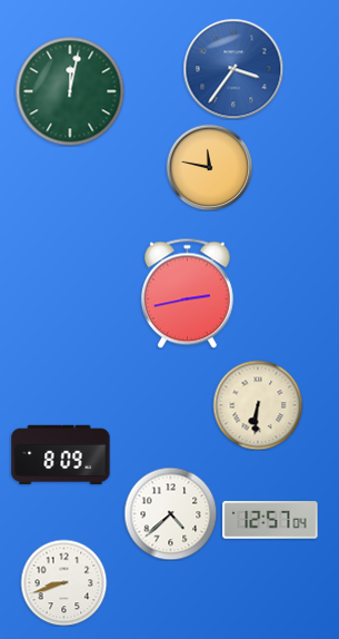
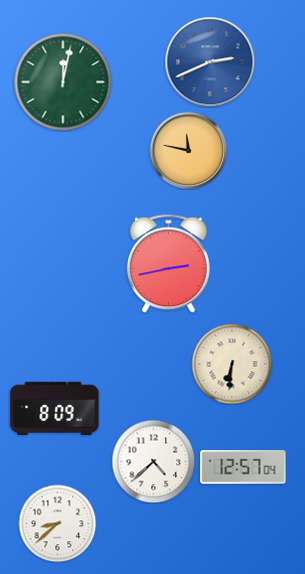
clock at (233, 69): 3:36 -> 2:41
clock at (63, 582): 8:42 -> 8:38
